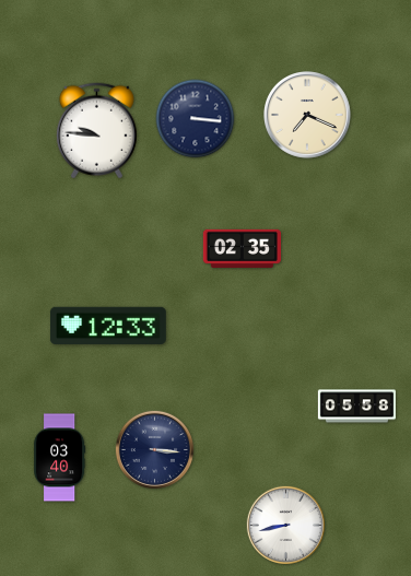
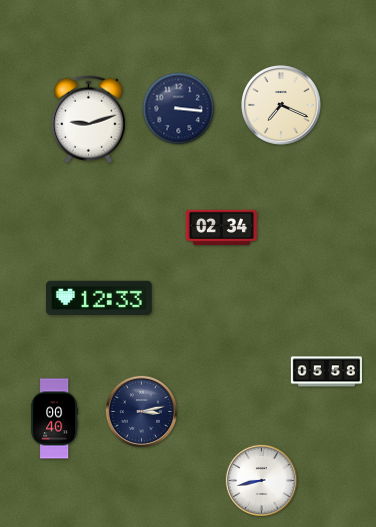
clock at (96, 131): 9:46 -> 9:12
clock at (242, 248): 02:35 -> 02:34
clock at (154, 449): 3:16 -> 3:13
clock at (60, 458): 03:40 -> 00:40
